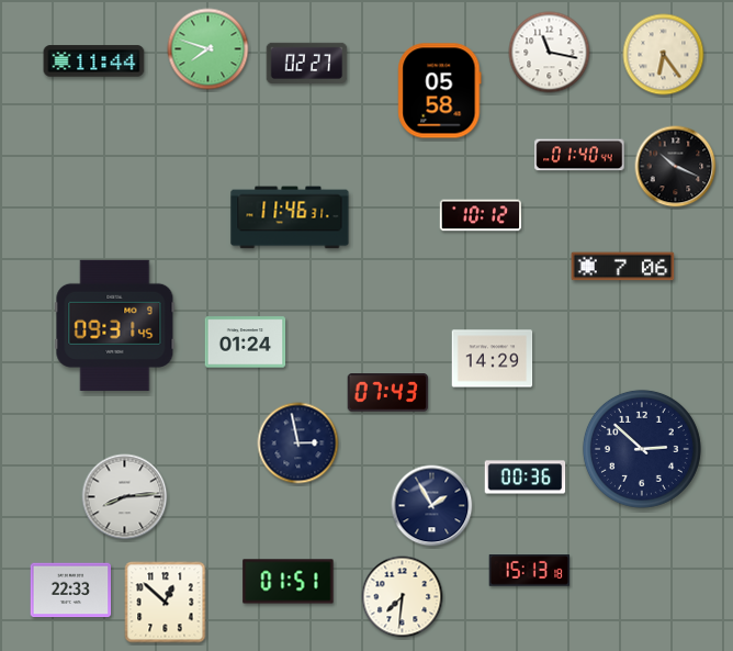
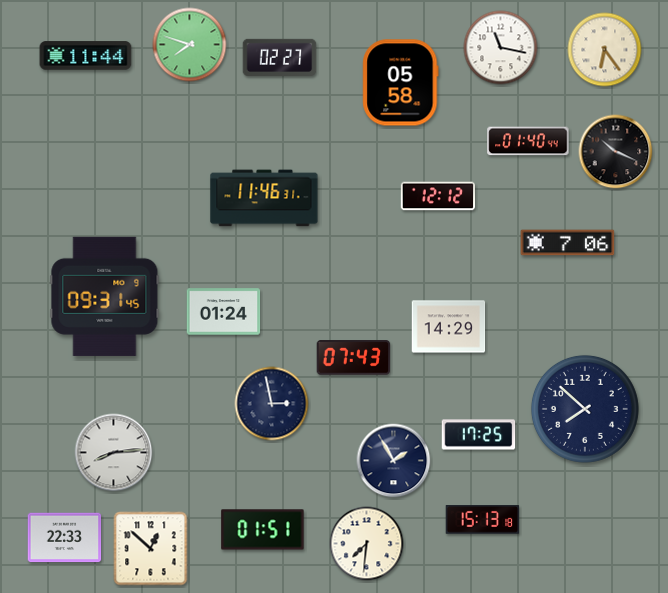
clock at (481, 215): 10:12 -> 12:12
clock at (642, 449): 2:52 -> 7:52
clock at (526, 478): 00:36 -> 17:25
